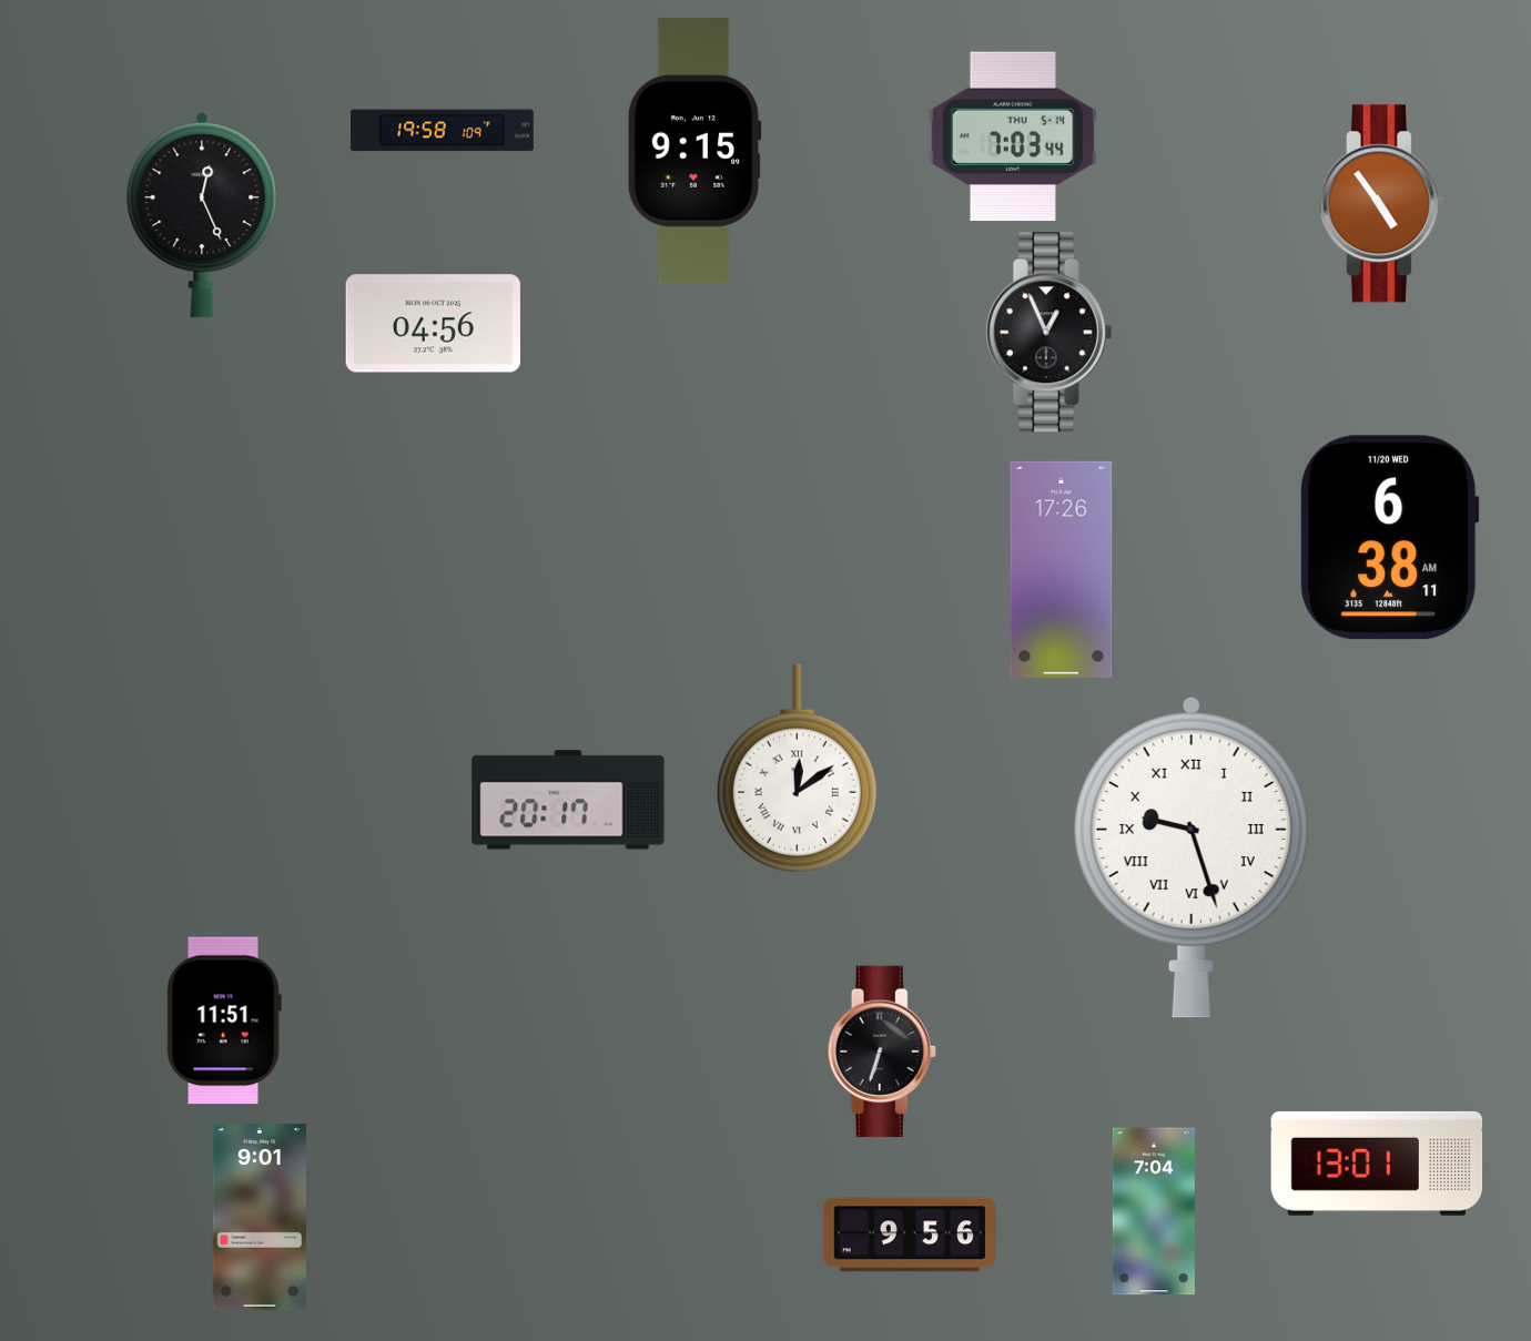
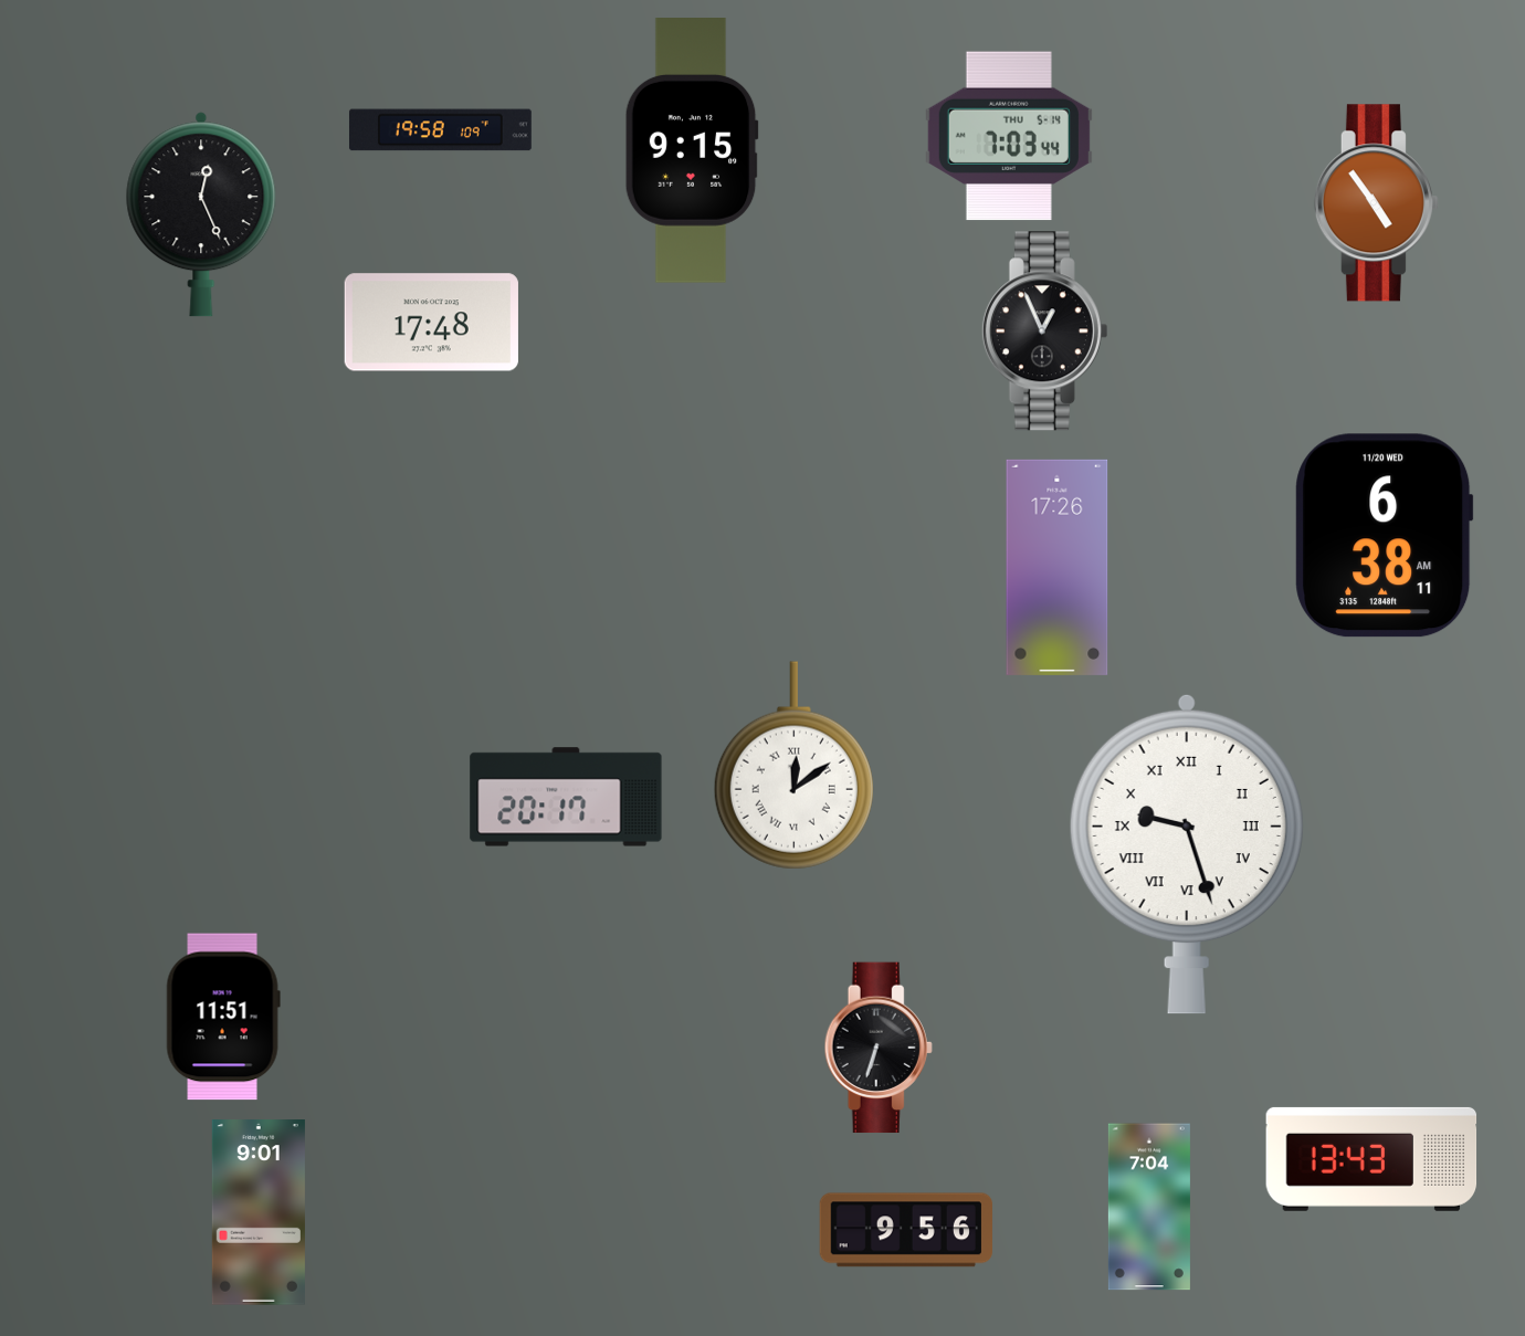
clock at (433, 324): 04:56 -> 17:48
clock at (1377, 1164): 13:01 -> 13:43
